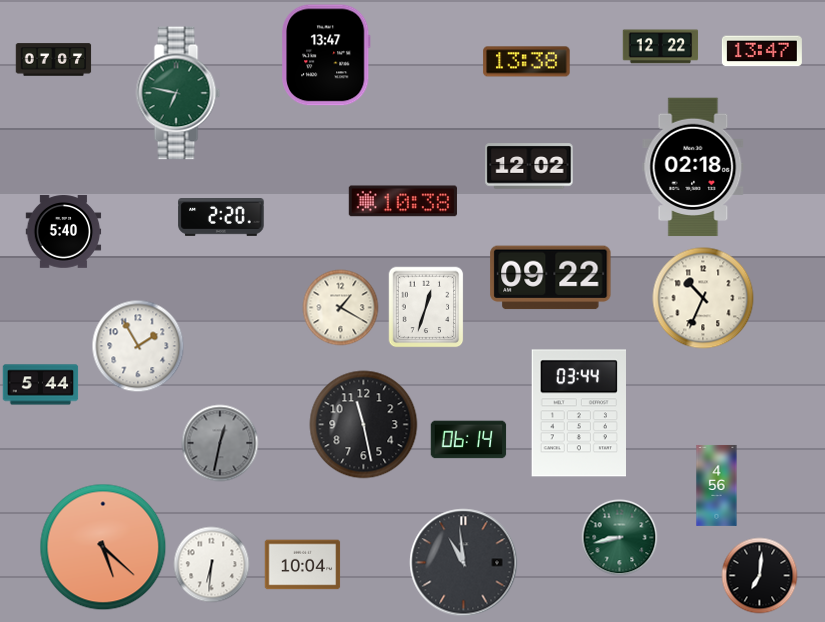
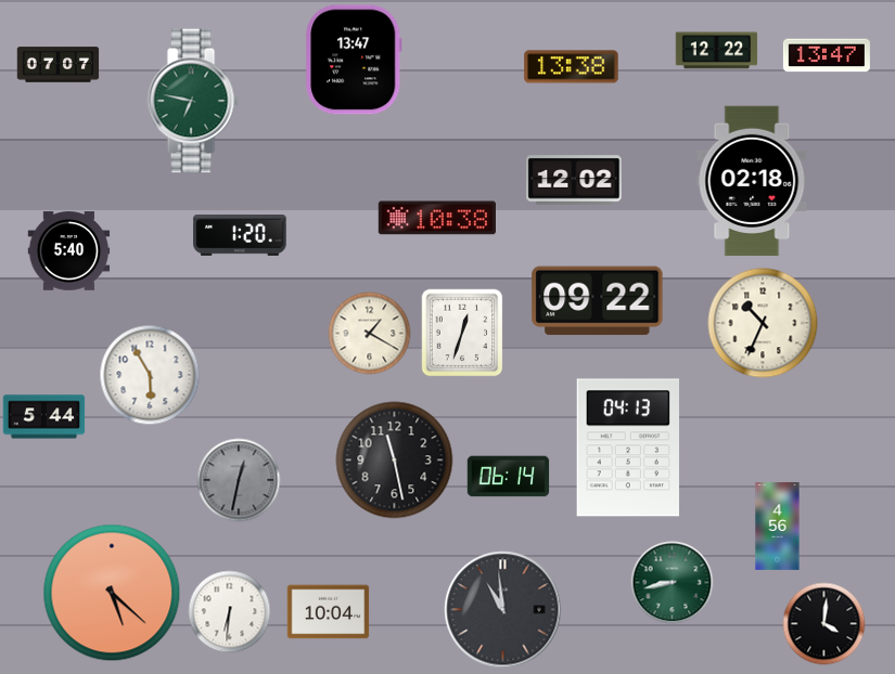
clock at (221, 218): 2:20 -> 1:20
clock at (138, 346): 1:55 -> 5:55
clock at (579, 413): 03:44 -> 04:13
clock at (760, 576): 7:01 -> 4:01
